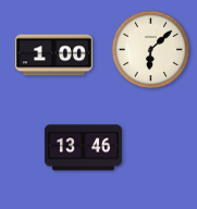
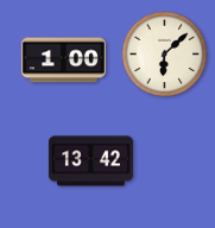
clock at (53, 56) position: (53, 56) -> (63, 61)
clock at (83, 148): 13:46 -> 13:42
